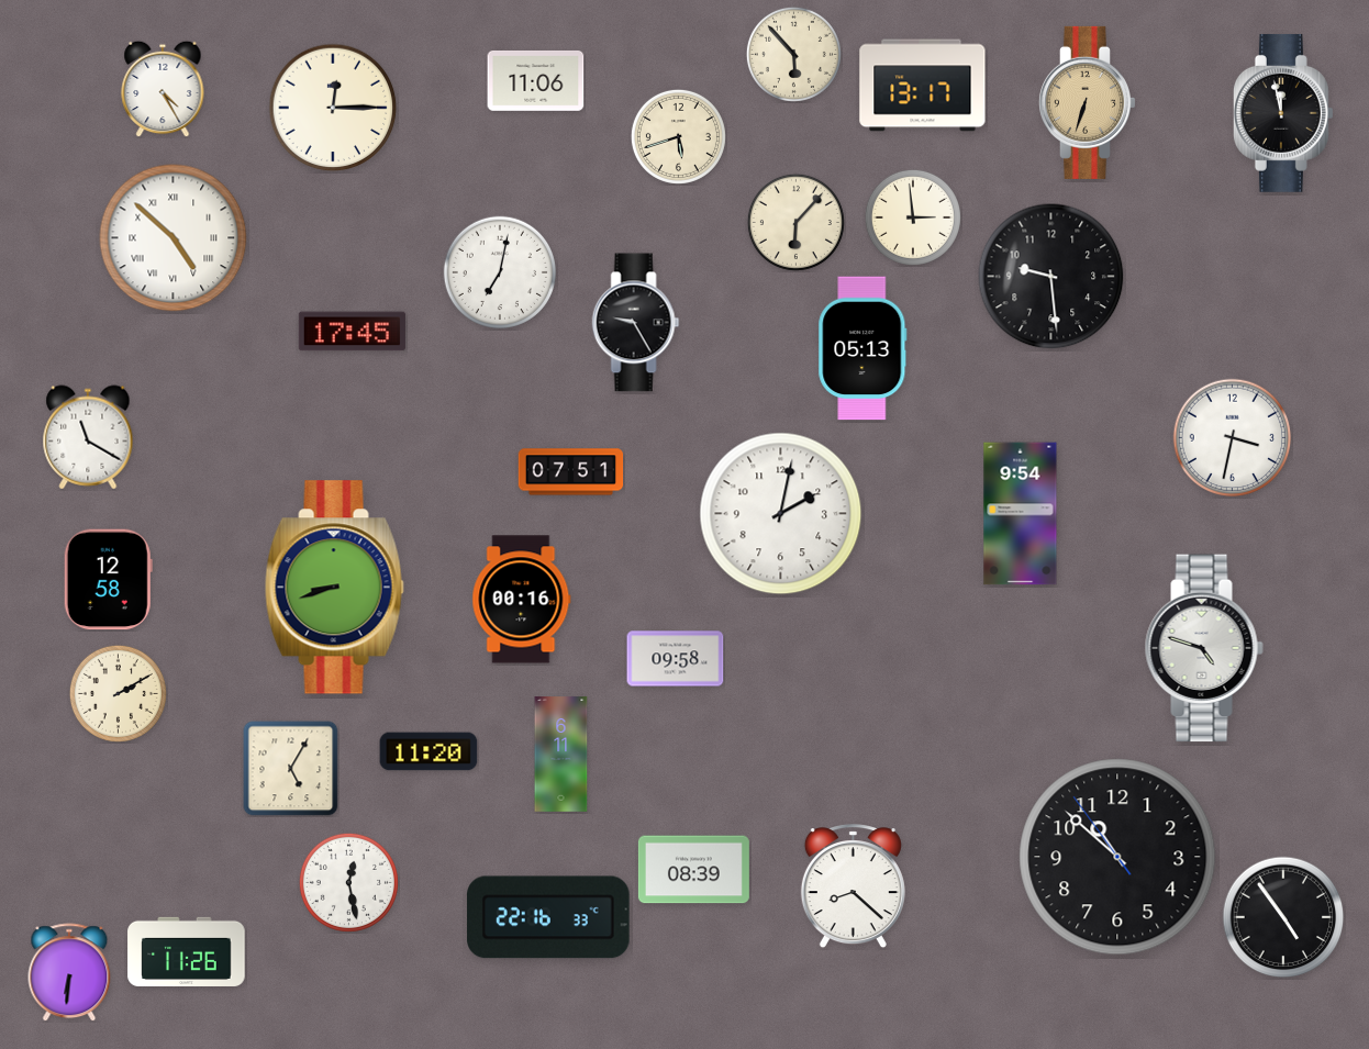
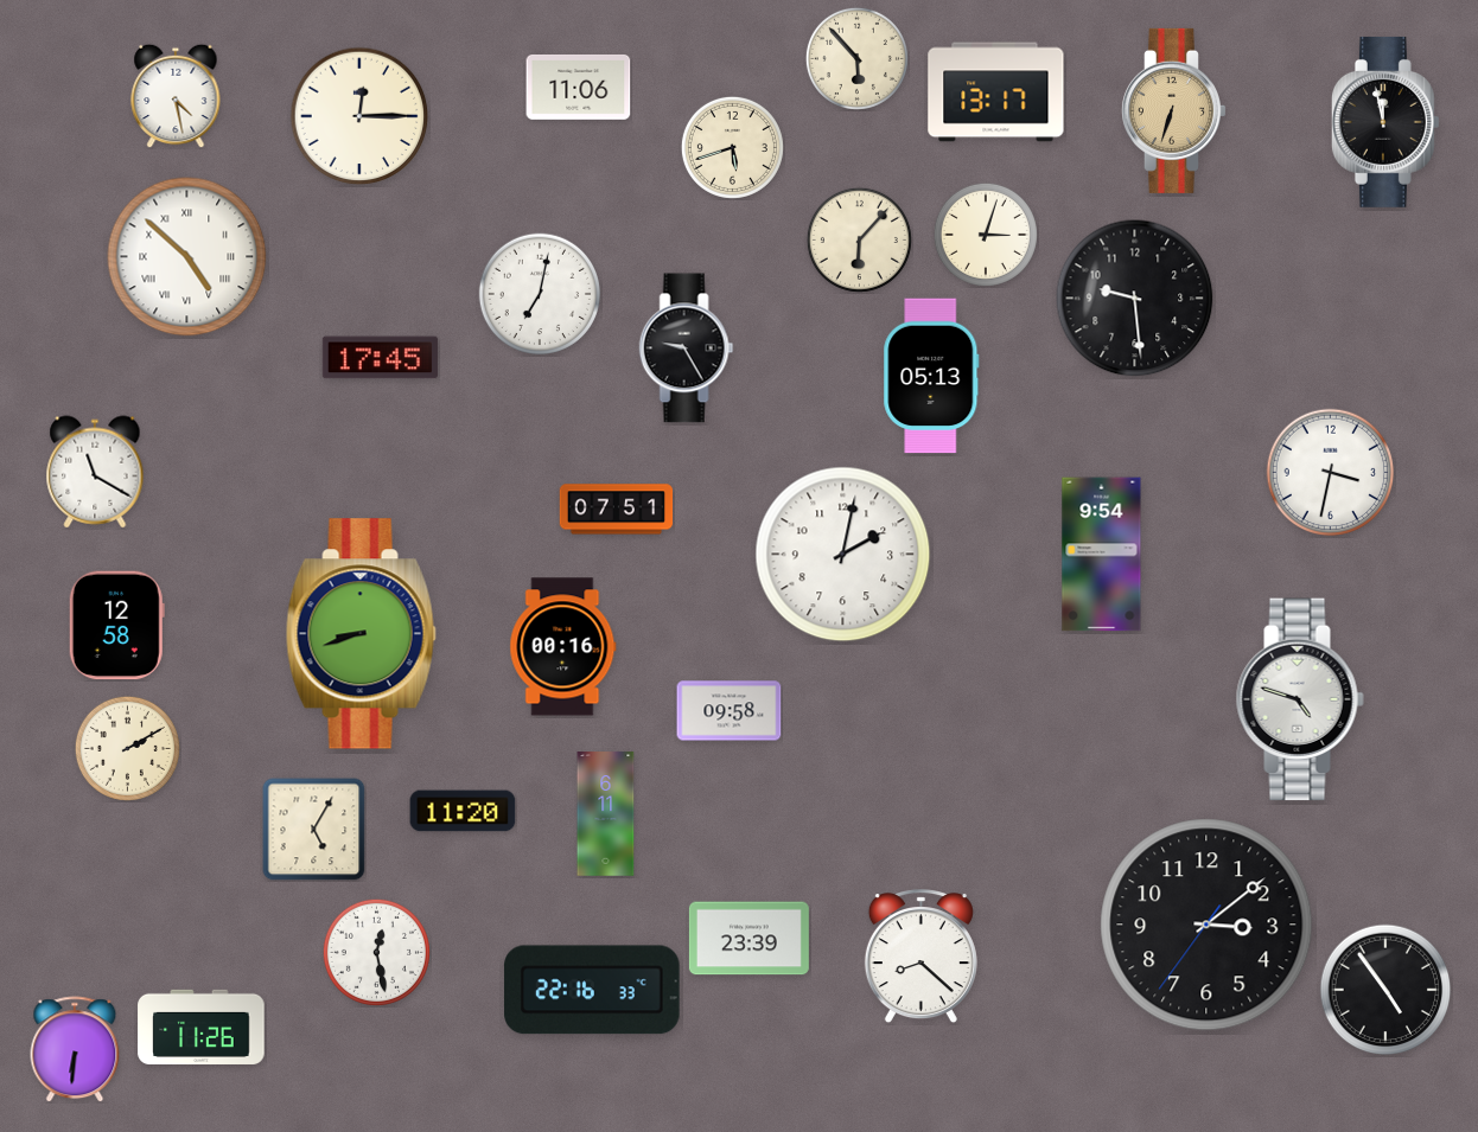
clock at (163, 89): 4:25 -> 4:28
clock at (913, 217): 2:59 -> 3:03
clock at (1117, 857): 10:51 -> 3:08
clock at (693, 870): 08:39 -> 23:39
